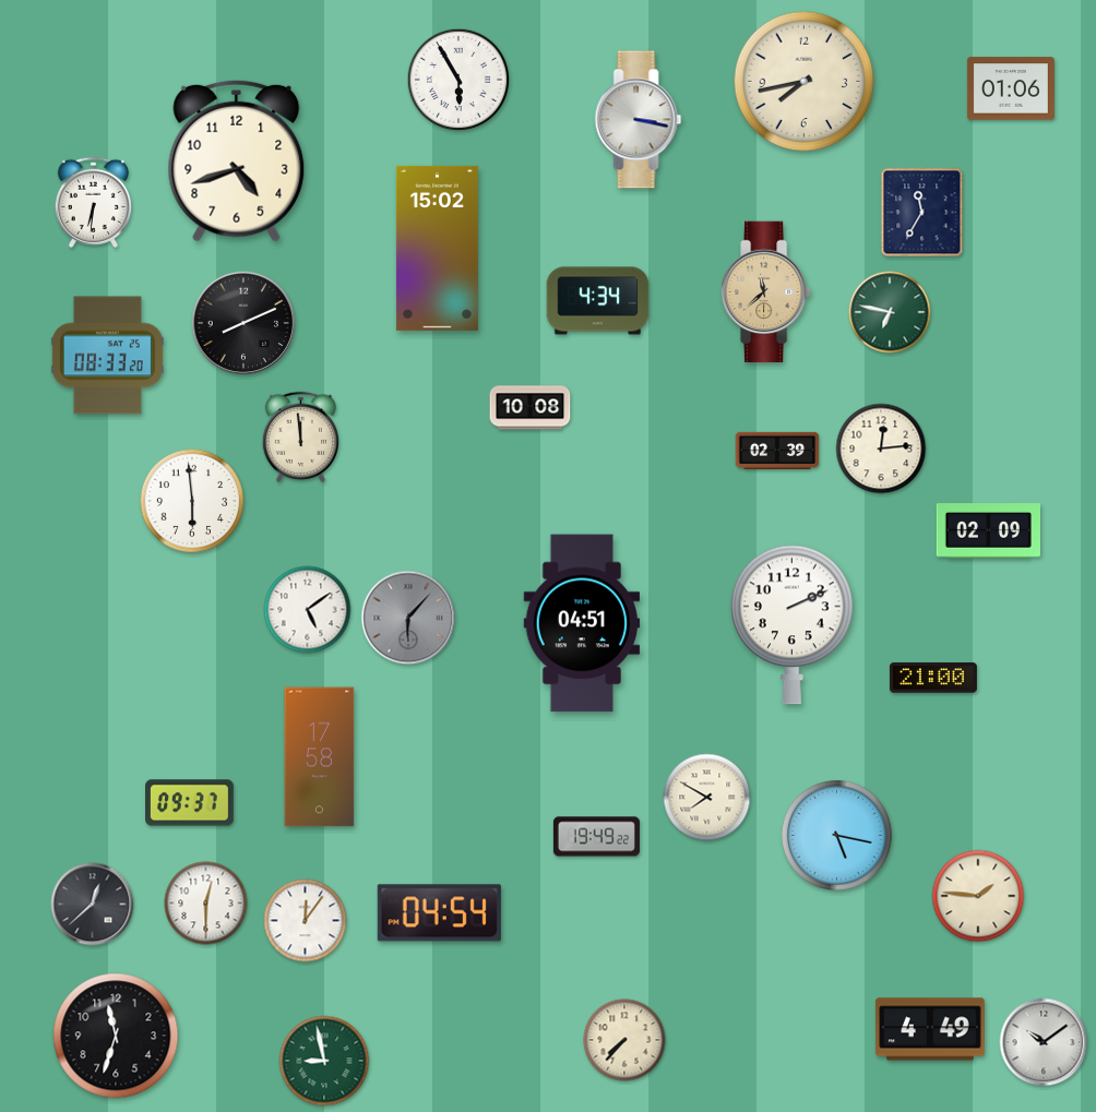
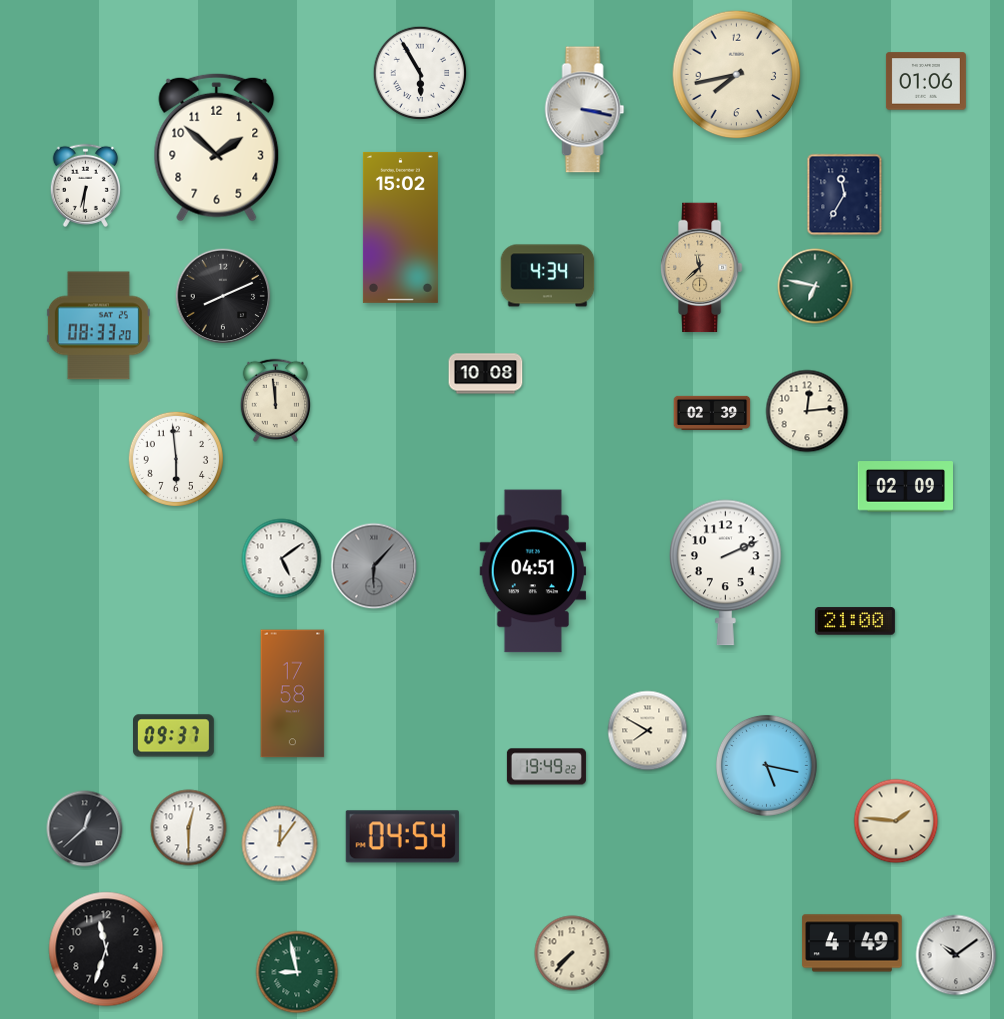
clock at (237, 160): 4:42 -> 1:52
